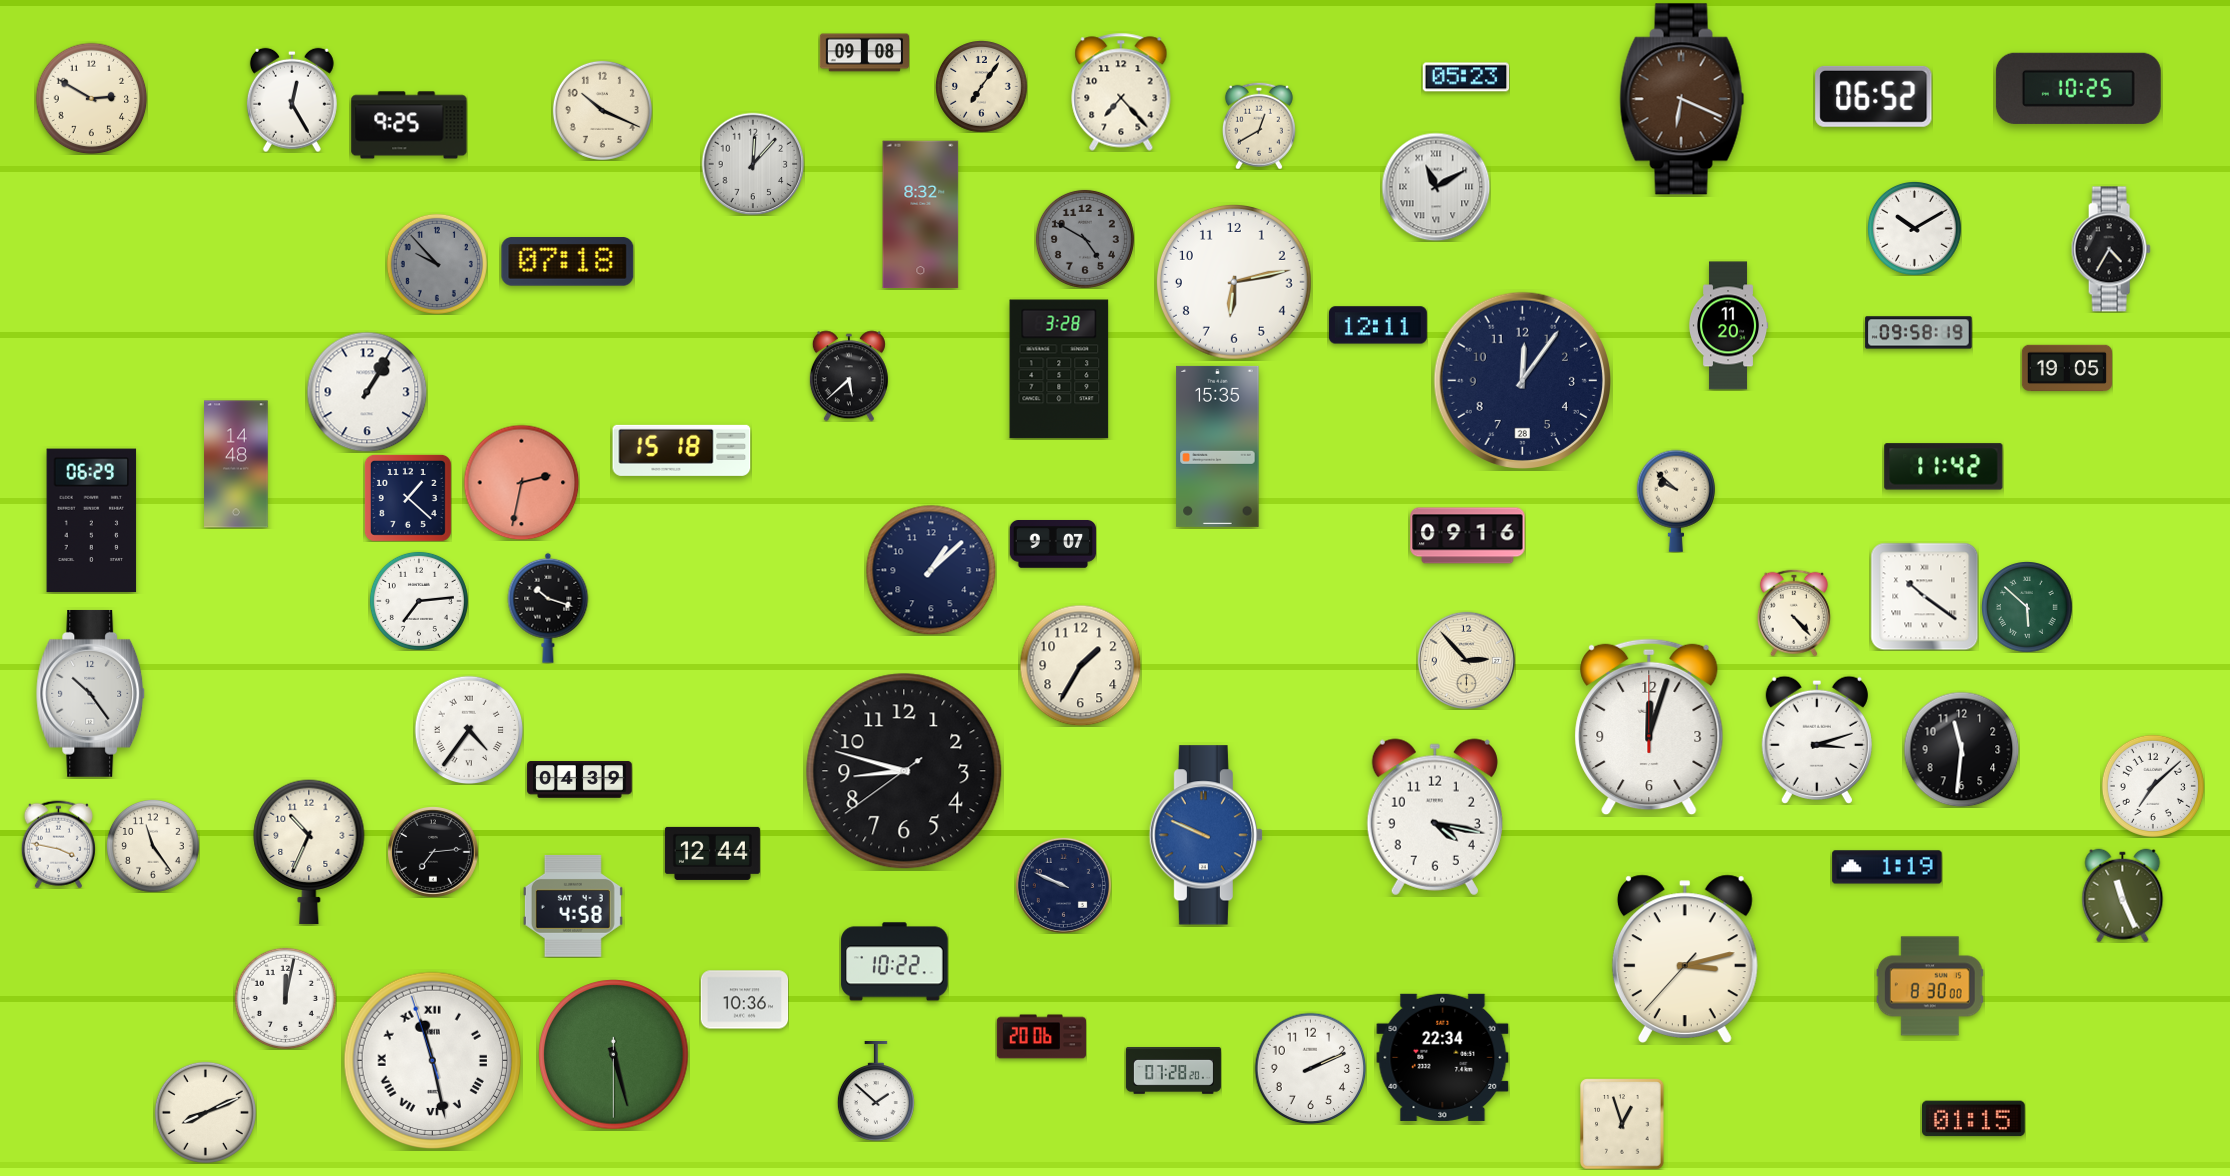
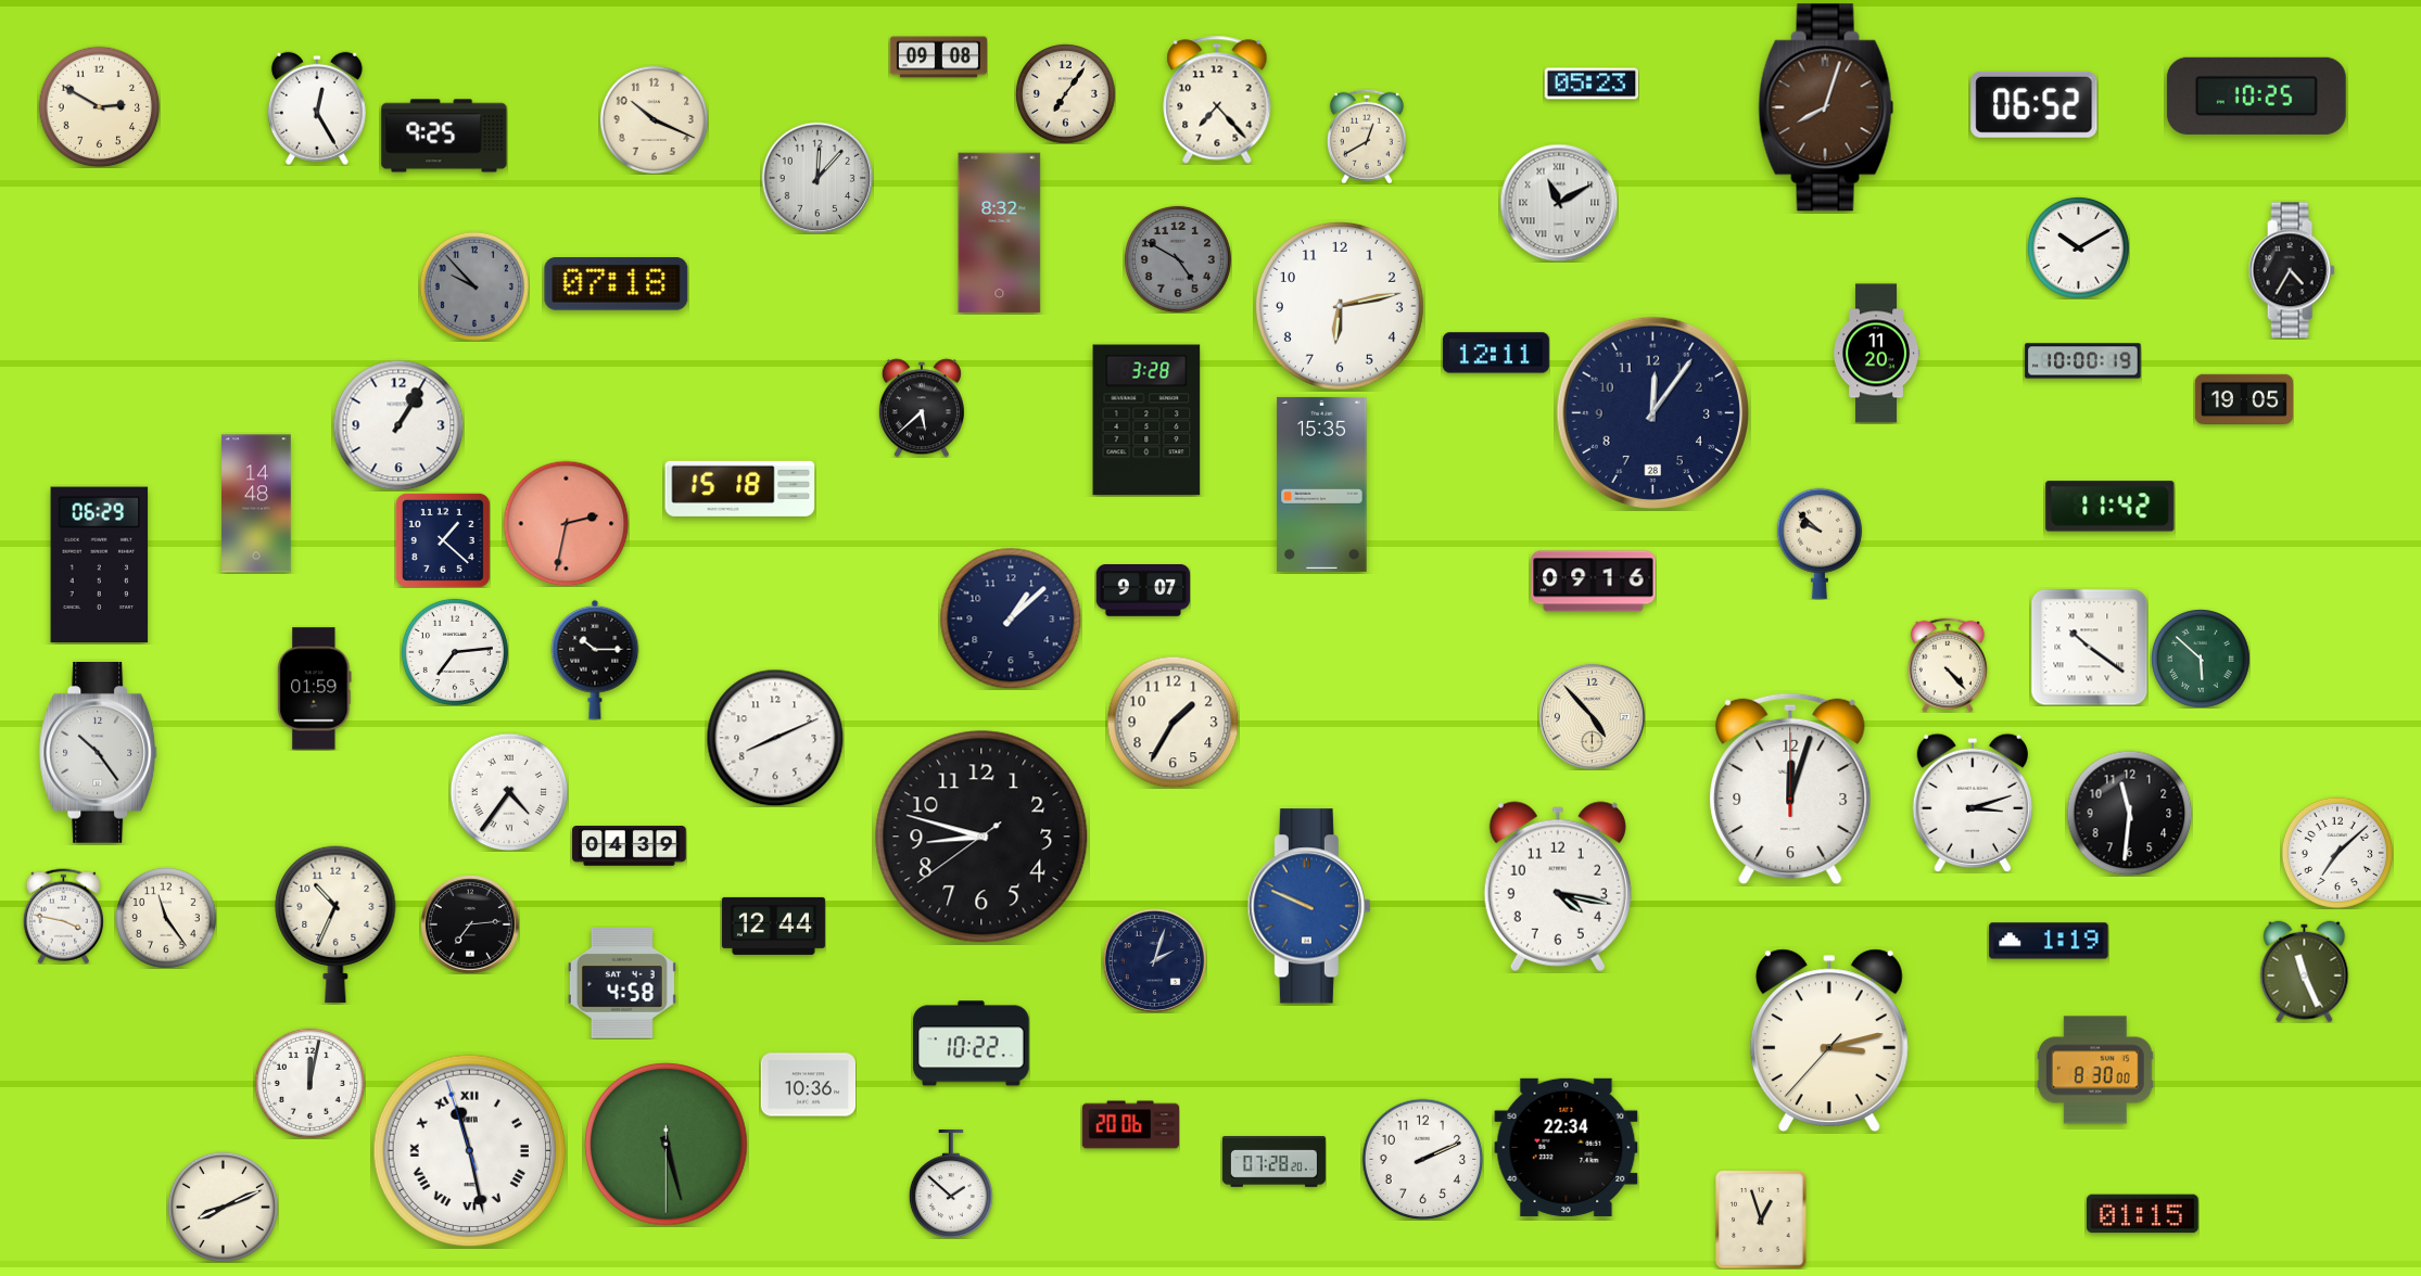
clock at (1682, 99): 6:19 -> 8:03
clock at (1919, 333): 09:58 -> 10:00
clock at (1059, 369) position: (1059, 369) -> (1146, 420)
clock at (548, 608): 10:18 -> 10:15
clock at (315, 689): none -> 01:59
clock at (1466, 660): 2:53 -> 4:53
clock at (775, 738): none -> 8:11
clock at (1063, 885): 9:49 -> 2:03
